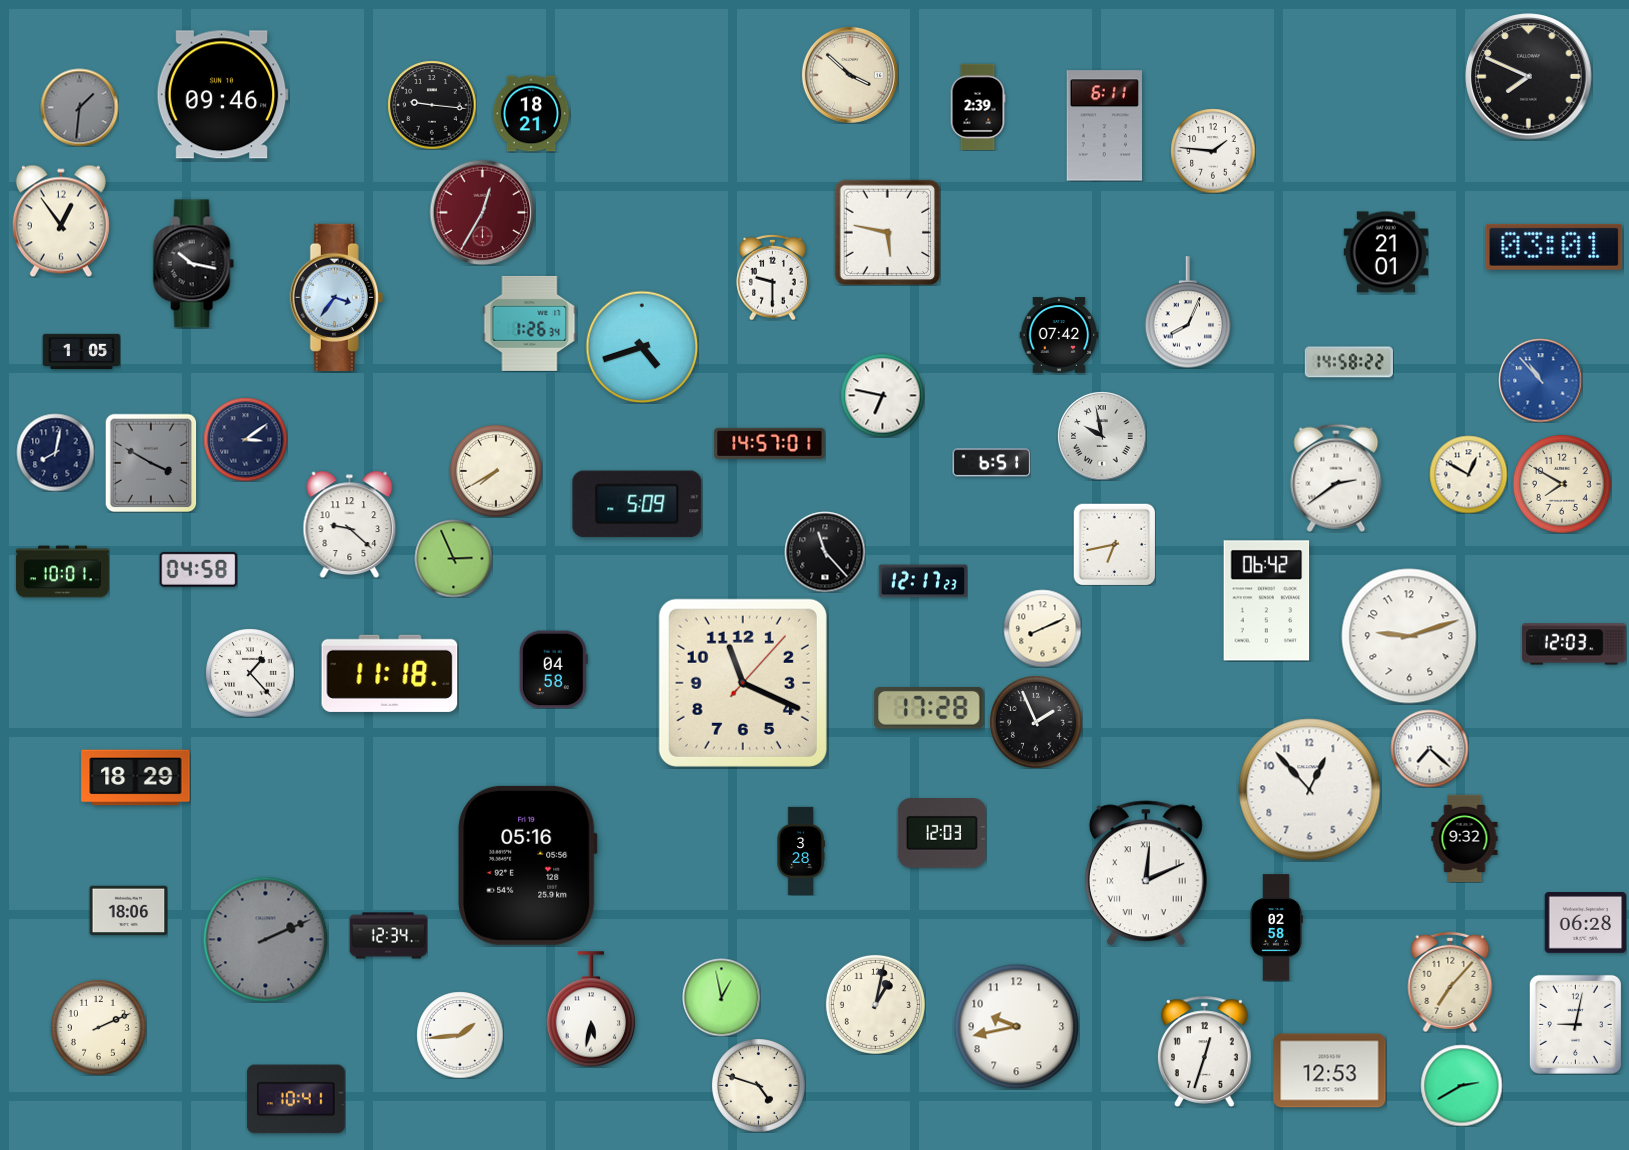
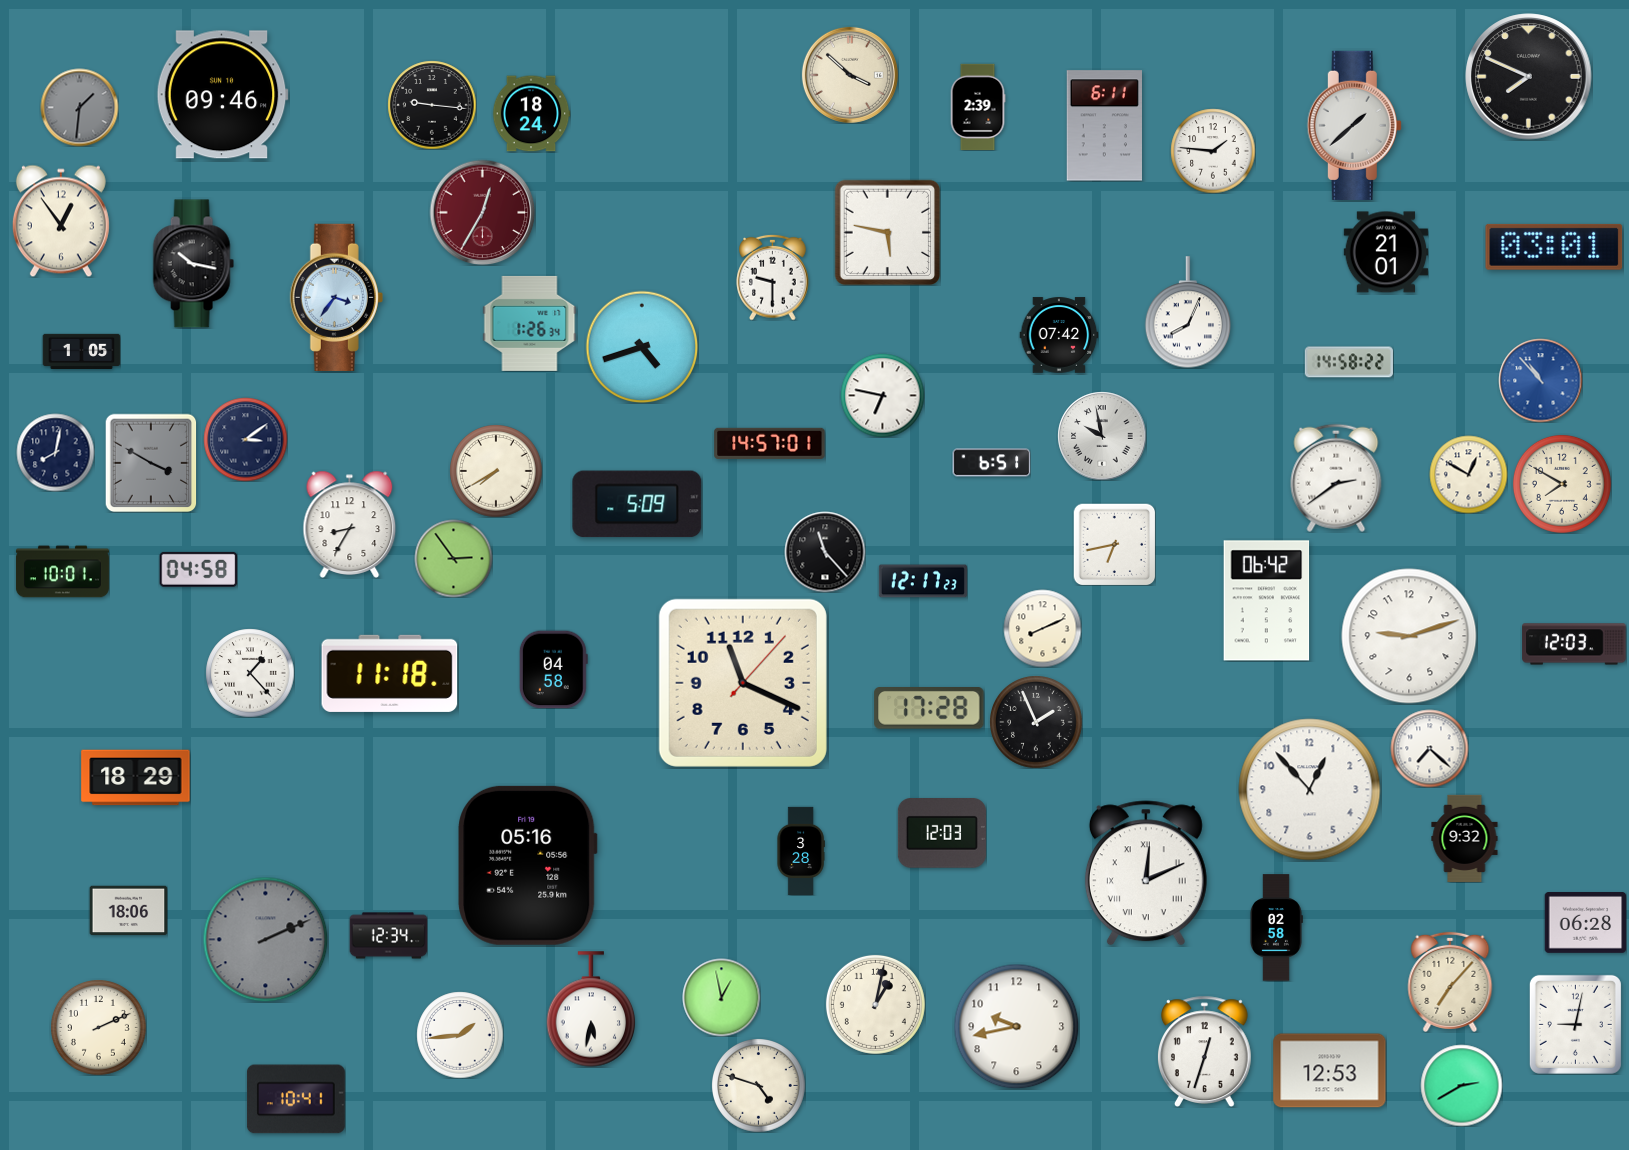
clock at (531, 114): 18:21 -> 18:24
clock at (1354, 125): none -> 1:38
clock at (350, 524): 9:22 -> 8:35
clock at (453, 558): 2:56 -> 2:54
